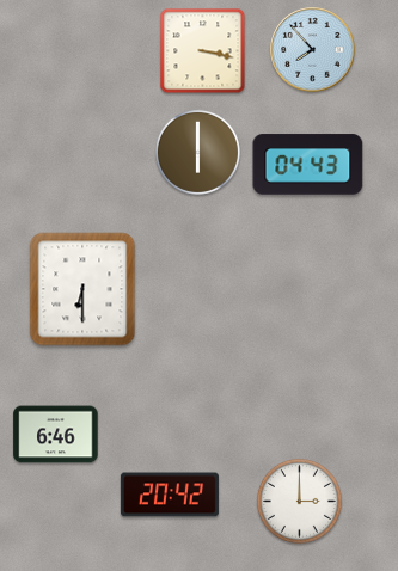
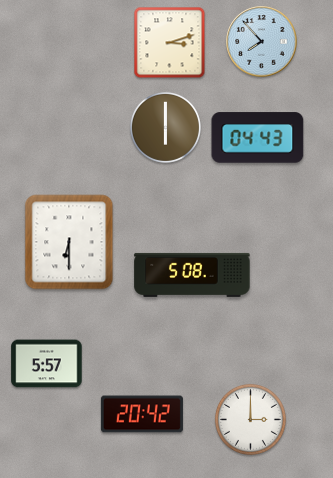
clock at (203, 51): 3:17 -> 3:12
clock at (192, 275): none -> 5:08
clock at (56, 435): 6:46 -> 5:57
